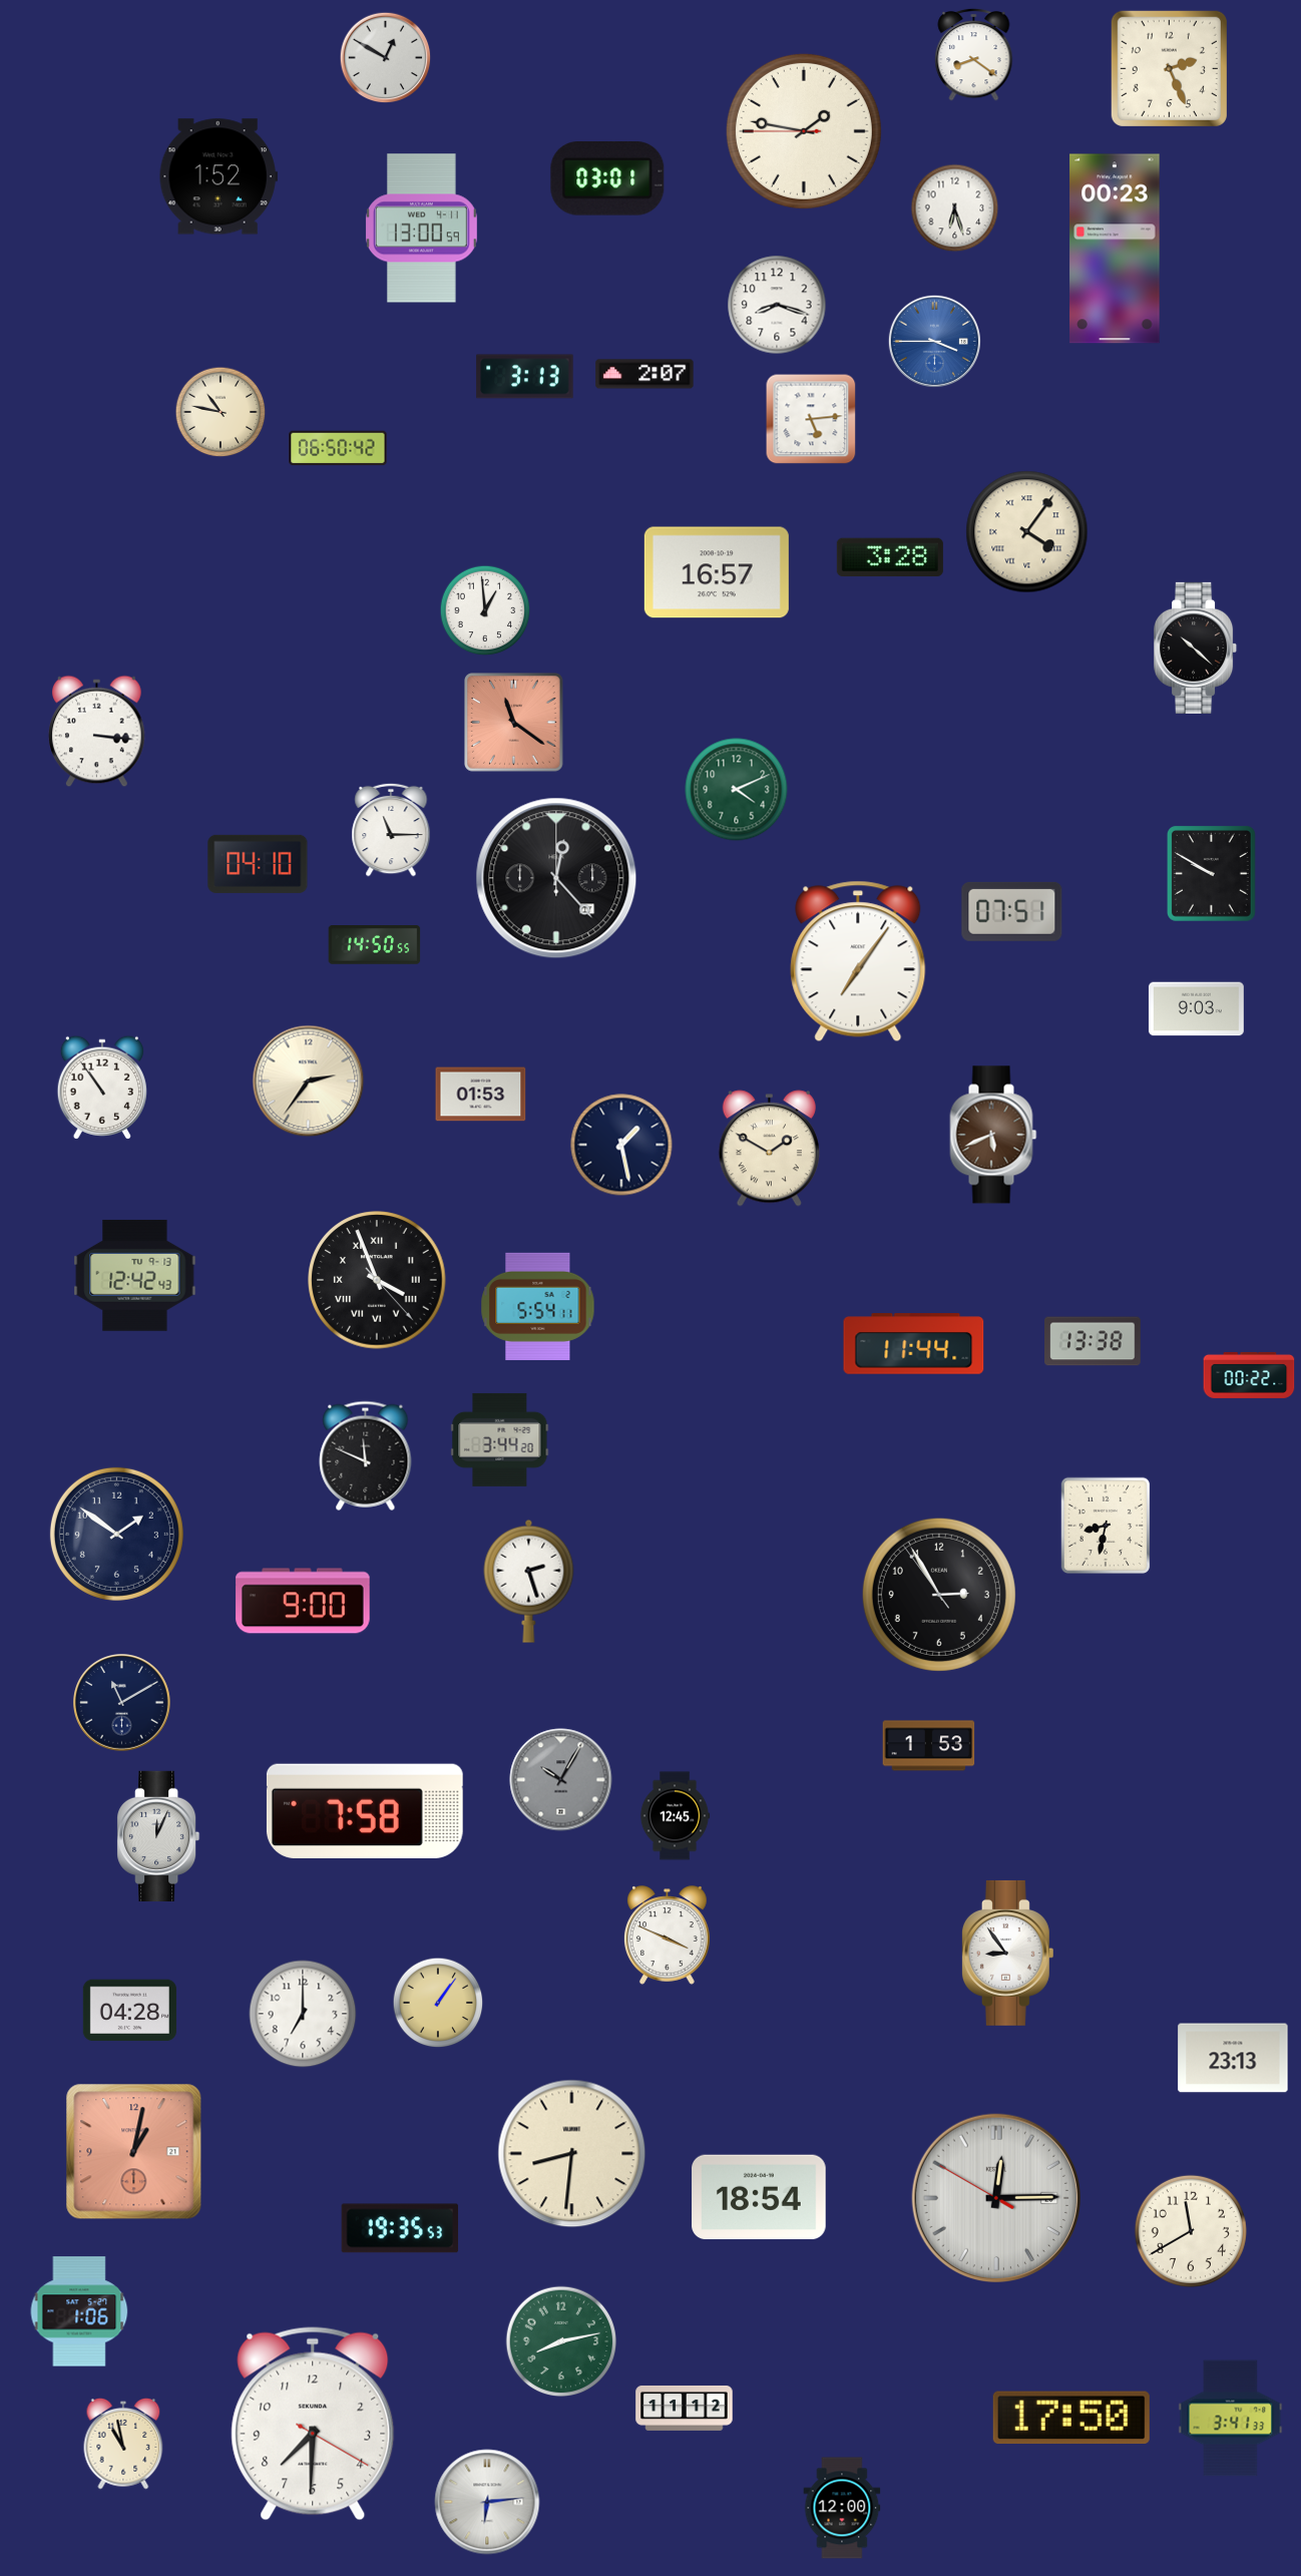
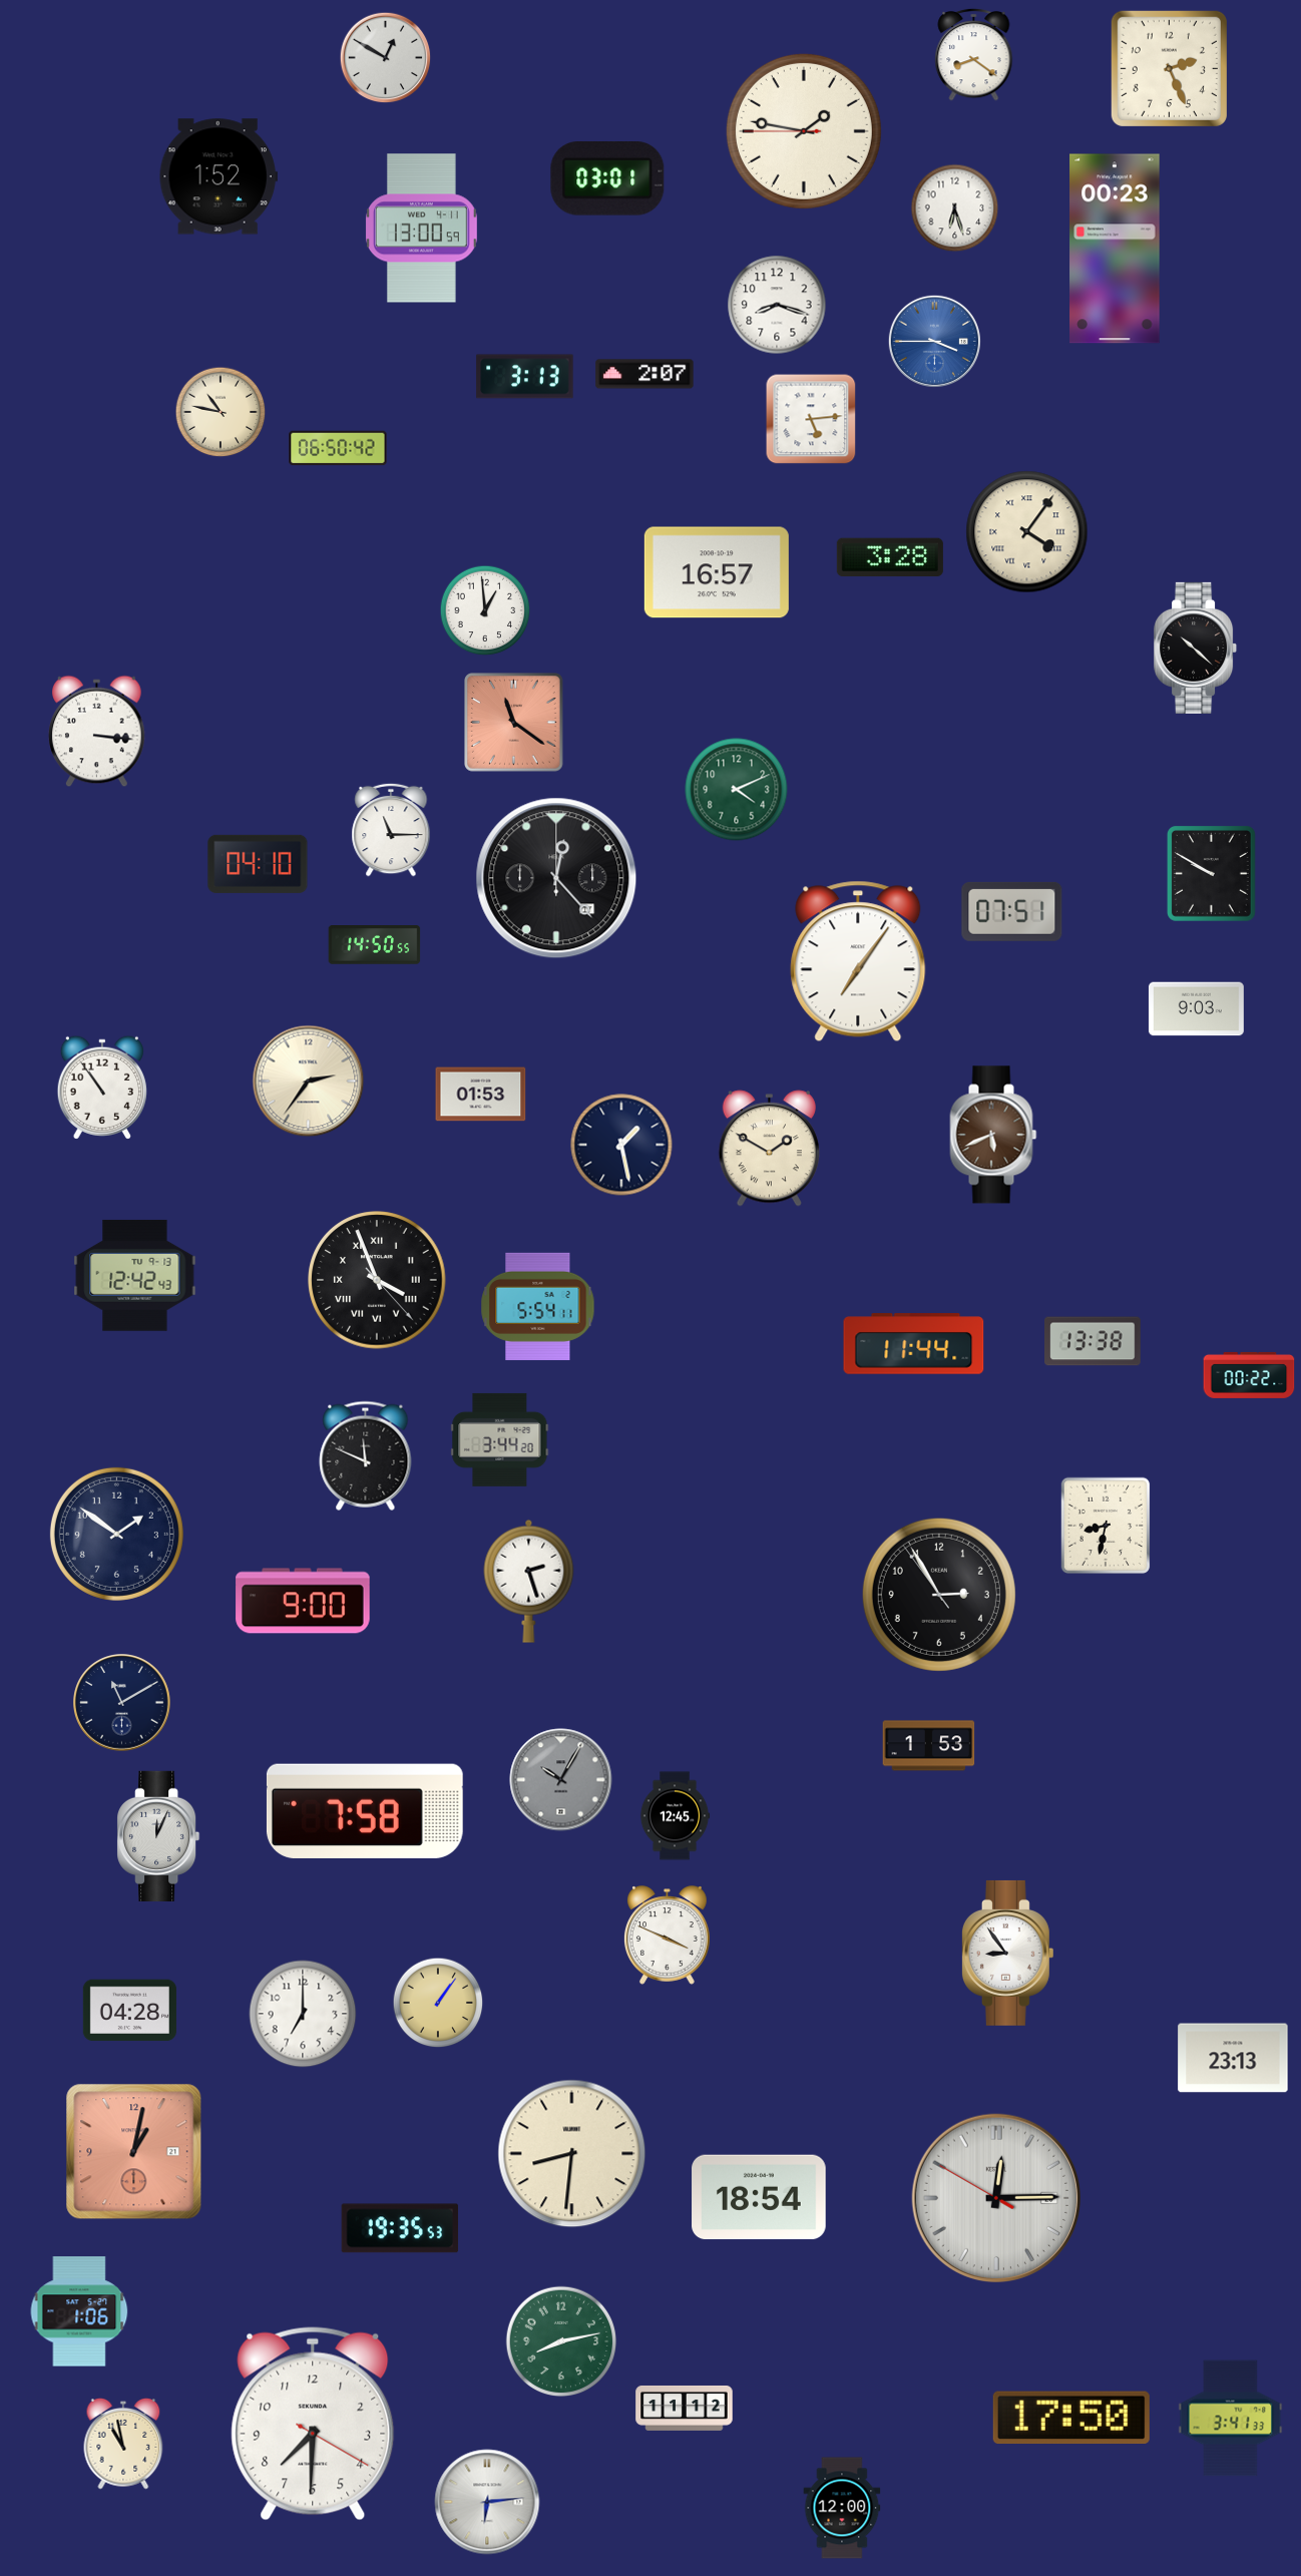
clock at (1191, 2231): 11:40 -> none
